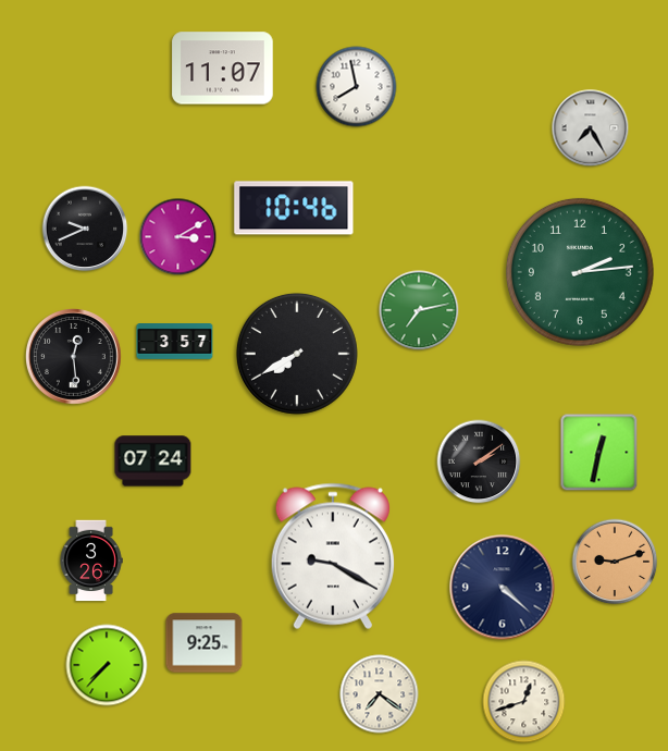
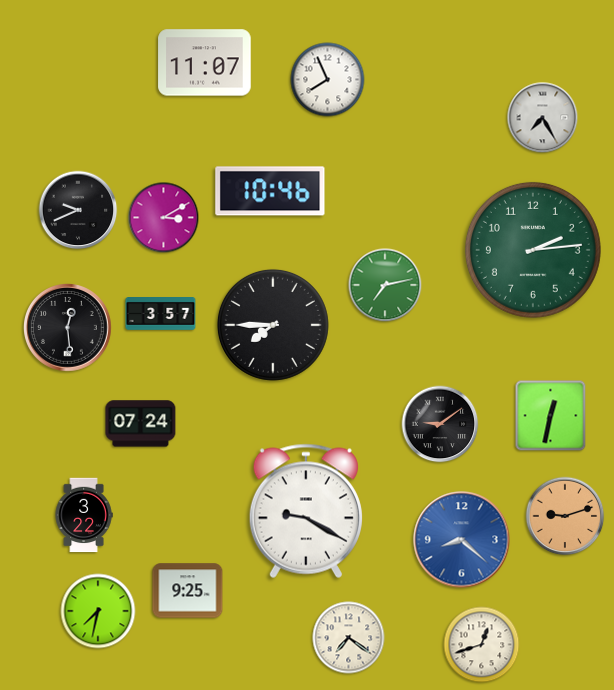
clock at (357, 87): 7:58 -> 7:56
clock at (297, 354): 7:40 -> 7:45
clock at (479, 461): 2:09 -> 9:09
clock at (91, 561): 3:26 -> 3:22
clock at (503, 588): 4:22 -> 8:22
clock at (503, 588) dial: navy -> blue
clock at (107, 665): 7:37 -> 7:32
